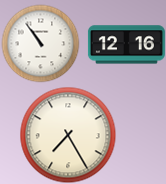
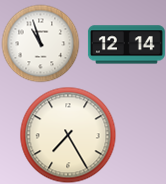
clock at (40, 43): 10:54 -> 10:57
clock at (126, 45): 12:16 -> 12:14
